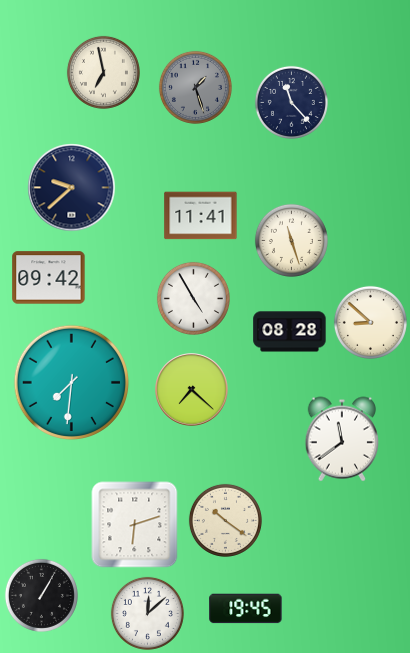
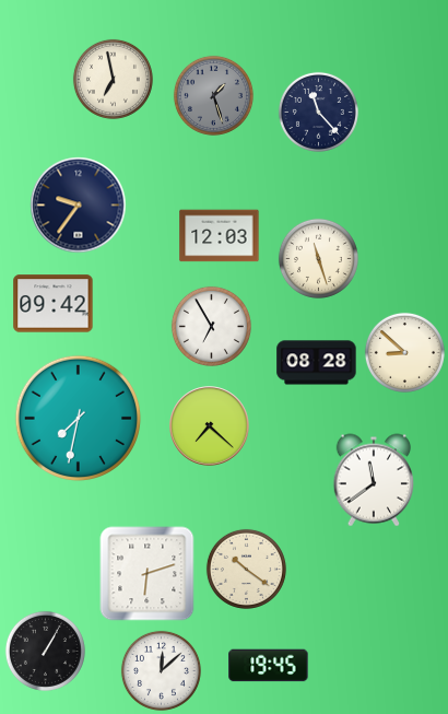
clock at (72, 188): 9:38 -> 9:36
clock at (201, 216): 11:41 -> 12:03
clock at (291, 240) position: (291, 240) -> (318, 258)
clock at (193, 298): 4:55 -> 6:55
clock at (72, 383): 7:31 -> 7:32
